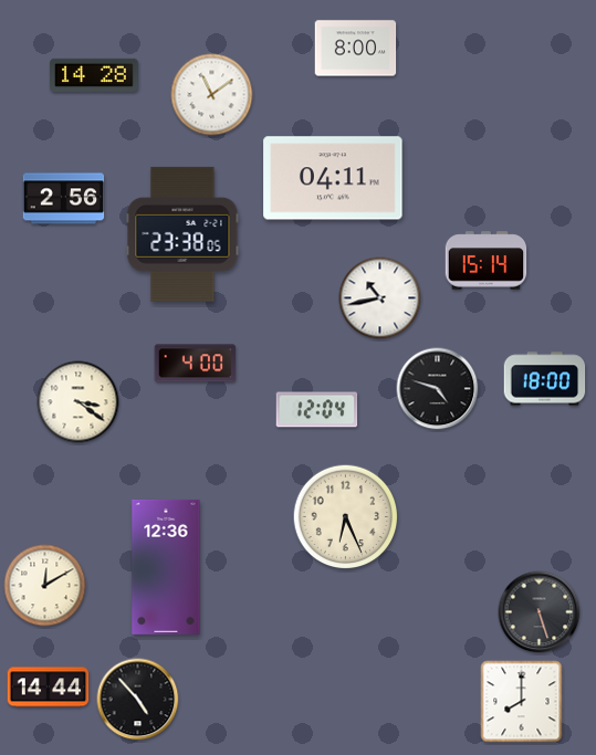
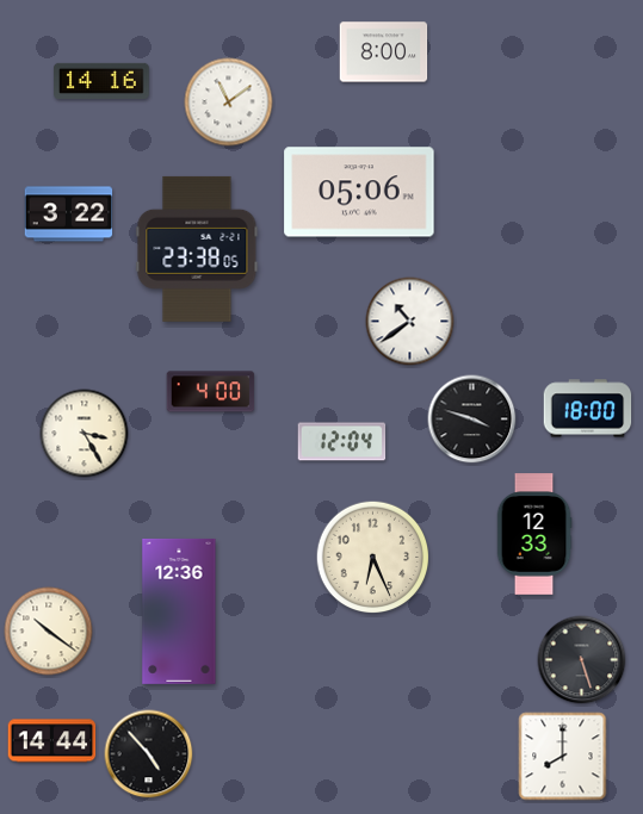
clock at (94, 75): 14:28 -> 14:16
clock at (333, 178): 04:11 -> 05:06
clock at (64, 199): 2:56 -> 3:22
clock at (182, 234) position: (182, 234) -> (197, 249)
clock at (487, 261): 15:14 -> none
clock at (380, 298): 10:43 -> 10:39
clock at (438, 389): 4:48 -> 3:48
clock at (79, 402): 3:21 -> 3:25
clock at (534, 534): none -> 12:33
clock at (45, 586): 12:10 -> 10:21
